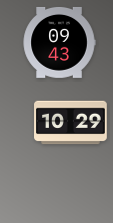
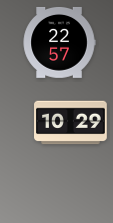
clock at (59, 42): 09:43 -> 22:57
